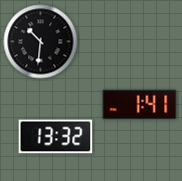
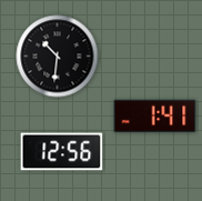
clock at (41, 42) position: (41, 42) -> (58, 57)
clock at (56, 137): 13:32 -> 12:56
